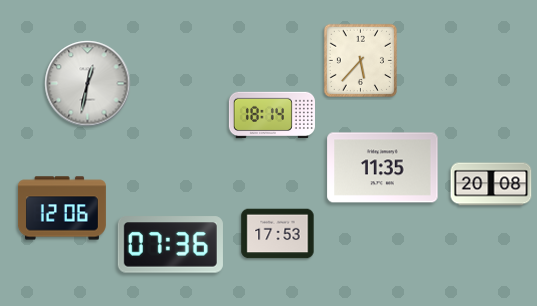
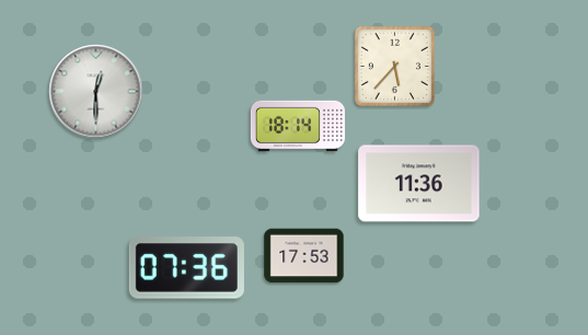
clock at (88, 84): 12:32 -> 12:30
clock at (383, 168): 11:35 -> 11:36
clock at (491, 184): 20:08 -> none
clock at (62, 208): 12:06 -> none
